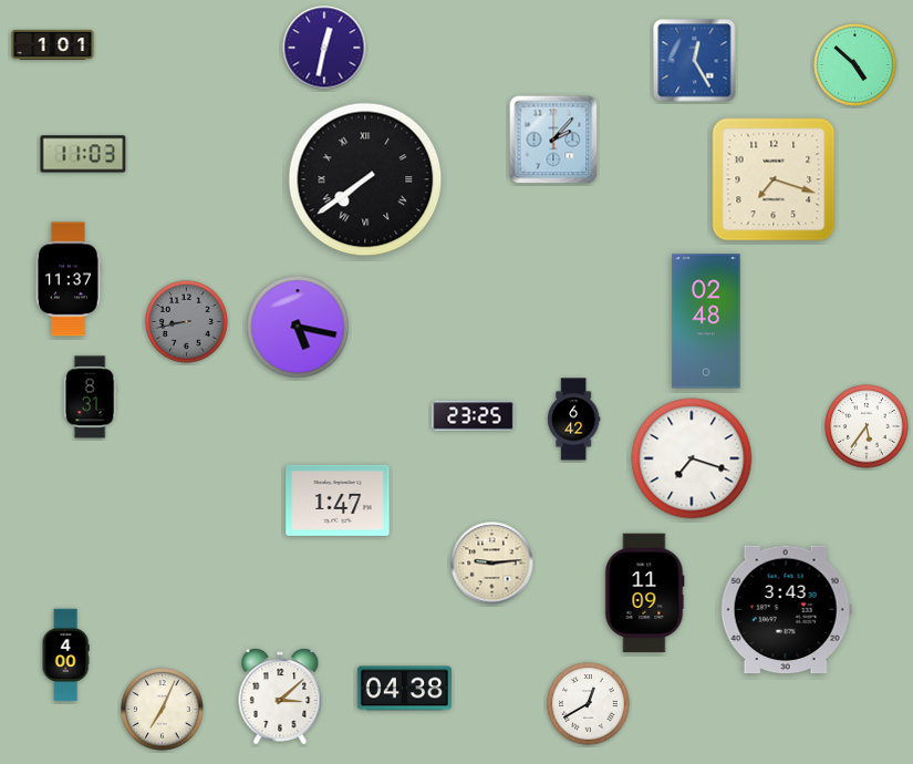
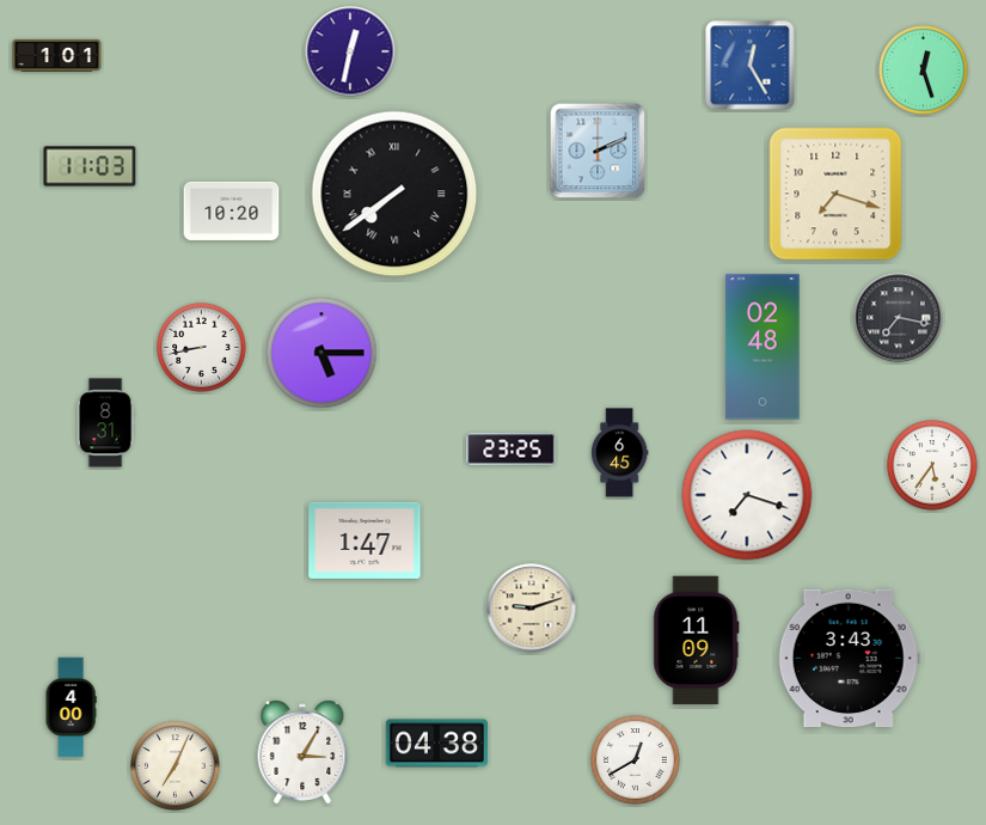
clock at (53, 44) position: (53, 44) -> (57, 55)
clock at (855, 65): 4:52 -> 12:27
clock at (553, 140): 2:07 -> 2:11
clock at (232, 210): none -> 10:20
clock at (70, 279): 11:37 -> none
clock at (899, 318): none -> 7:17
clock at (187, 322) dial: grey -> white
clock at (298, 327): 5:17 -> 5:15
clock at (90, 398) position: (90, 398) -> (105, 423)
clock at (574, 420): 6:42 -> 6:45
clock at (867, 426) position: (867, 426) -> (932, 465)
clock at (492, 564): 9:14 -> 9:12
clock at (280, 696): 3:08 -> 3:05
